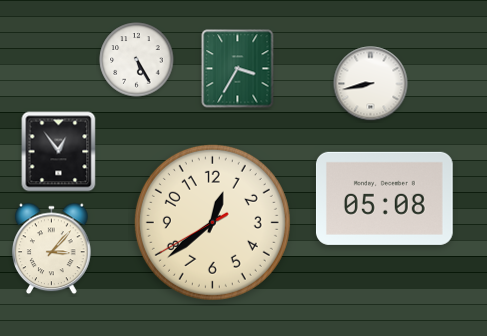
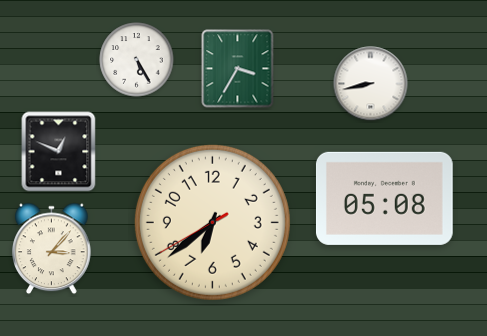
clock at (59, 152): 12:54 -> 12:49
clock at (212, 222): 12:38 -> 6:38
